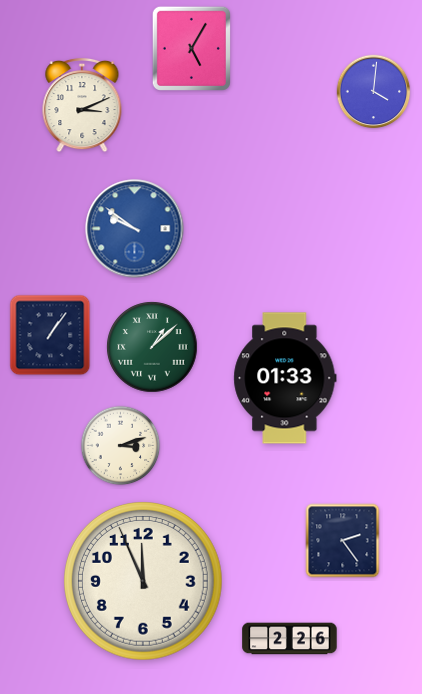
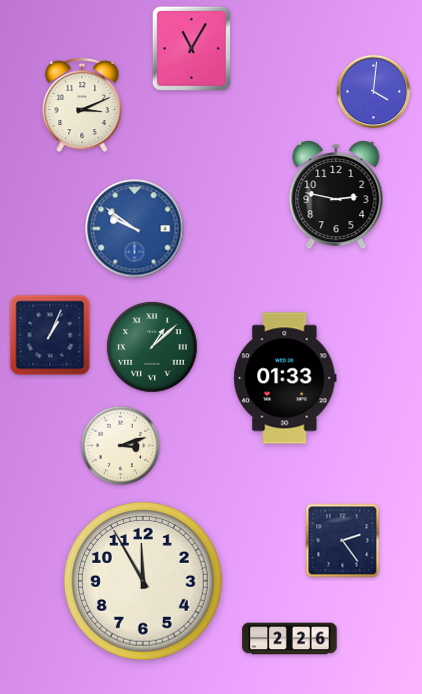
clock at (191, 48): 5:05 -> 11:05
clock at (336, 195): none -> 2:47
clock at (50, 335): 1:06 -> 1:04
clock at (144, 582): 11:56 -> 11:55
